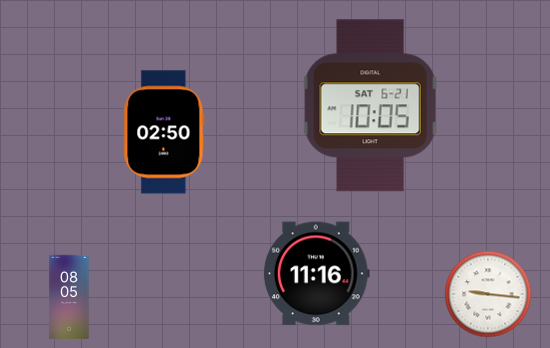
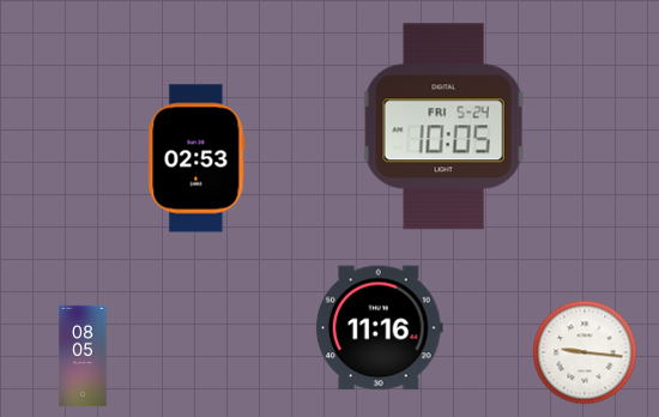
clock at (370, 106) date: SAT 6-21 -> FRI 5-24
clock at (164, 132): 02:50 -> 02:53
